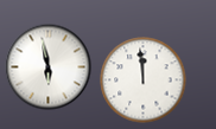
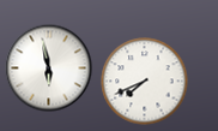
clock at (144, 80): 11:59 -> 7:41
